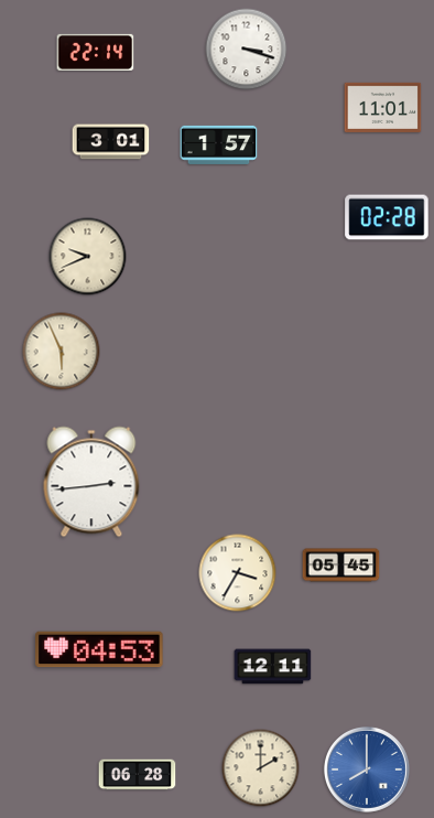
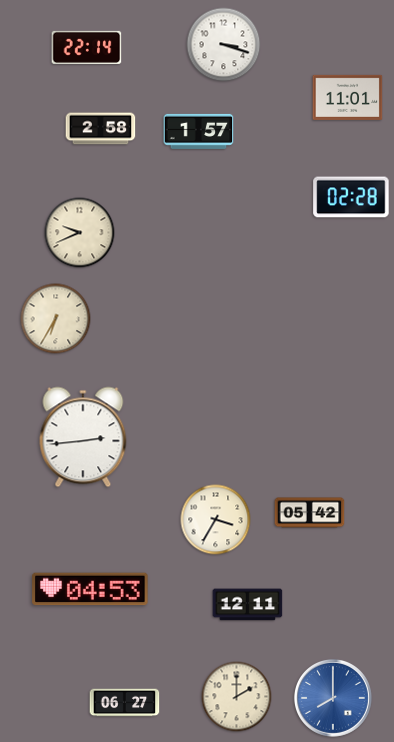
clock at (111, 142): 3:01 -> 2:58
clock at (62, 352): 5:56 -> 6:35
clock at (341, 566): 05:45 -> 05:42
clock at (138, 775): 06:28 -> 06:27
